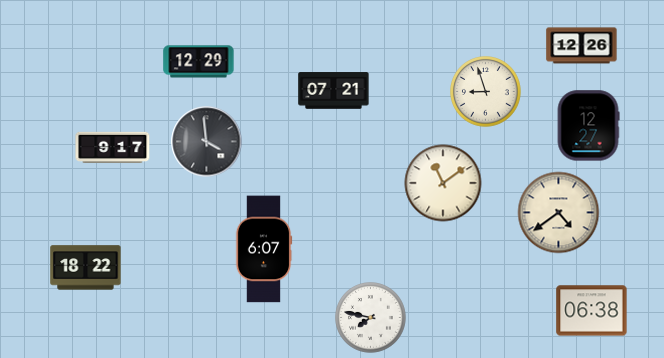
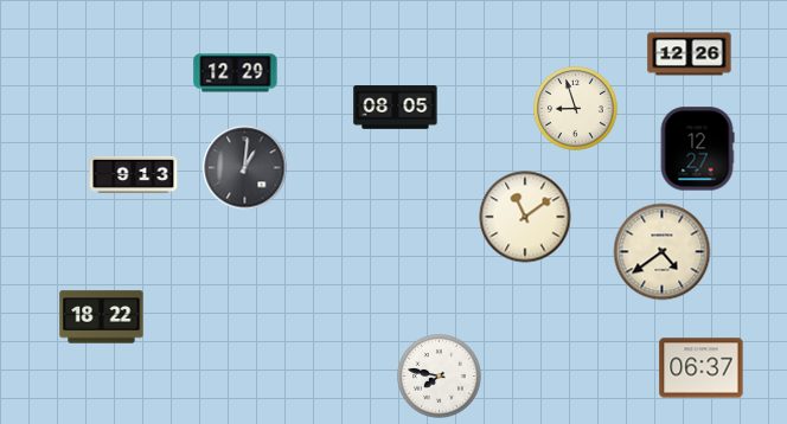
clock at (334, 91): 07:21 -> 08:05
clock at (207, 142): 3:59 -> 1:01
clock at (113, 147): 9:17 -> 9:13
clock at (264, 249): 6:07 -> none
clock at (592, 311): 06:38 -> 06:37
